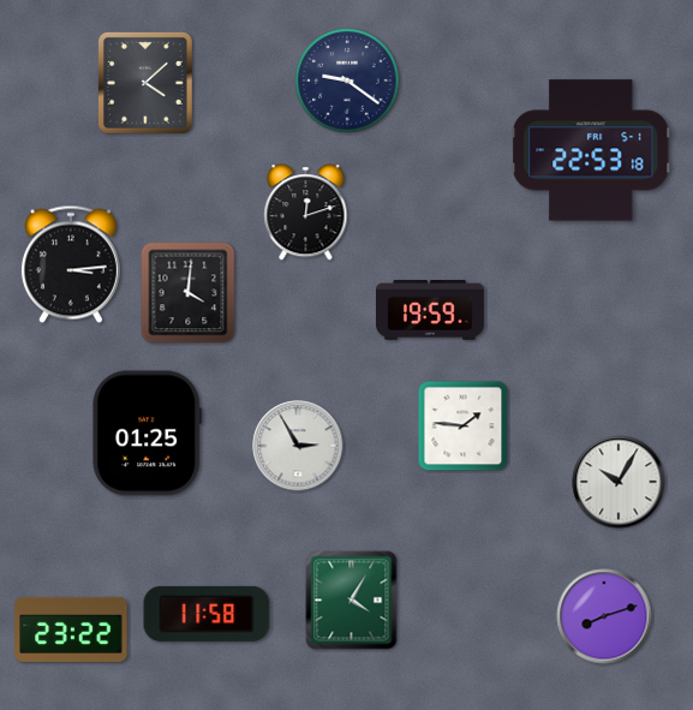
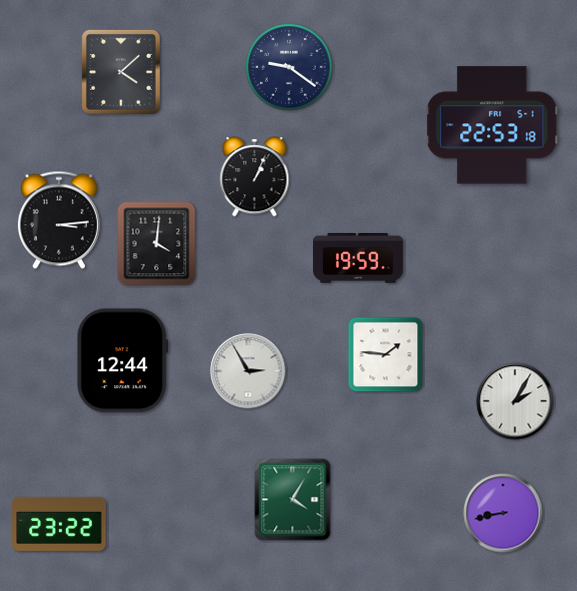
clock at (145, 84) position: (145, 84) -> (121, 73)
clock at (306, 213): 12:12 -> 1:04
clock at (148, 434): 01:25 -> 12:44
clock at (619, 482): 10:05 -> 2:05
clock at (207, 614): 11:58 -> none
clock at (604, 616): 8:12 -> 8:43
